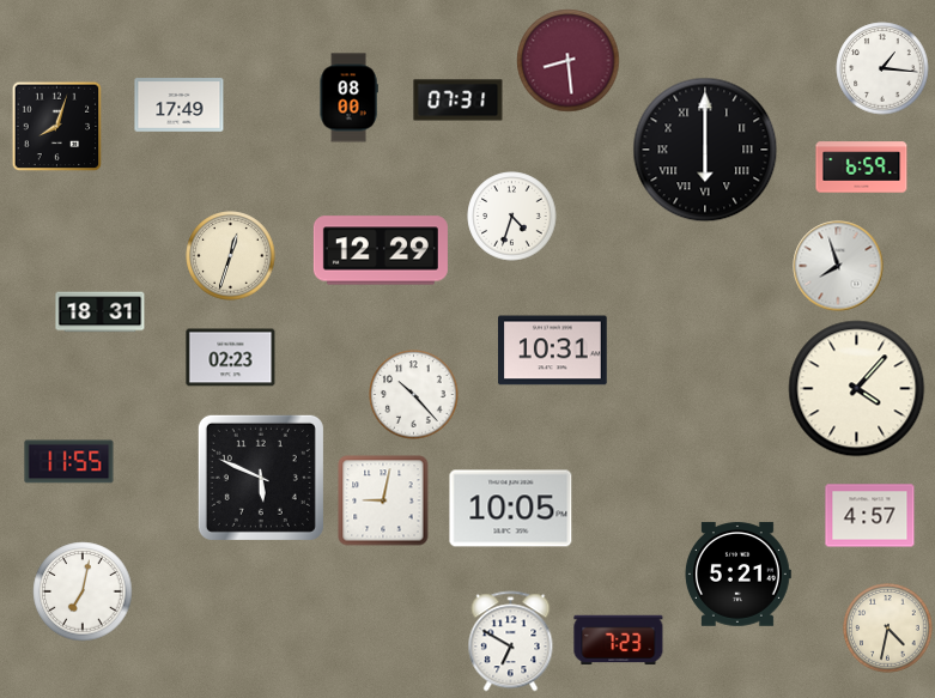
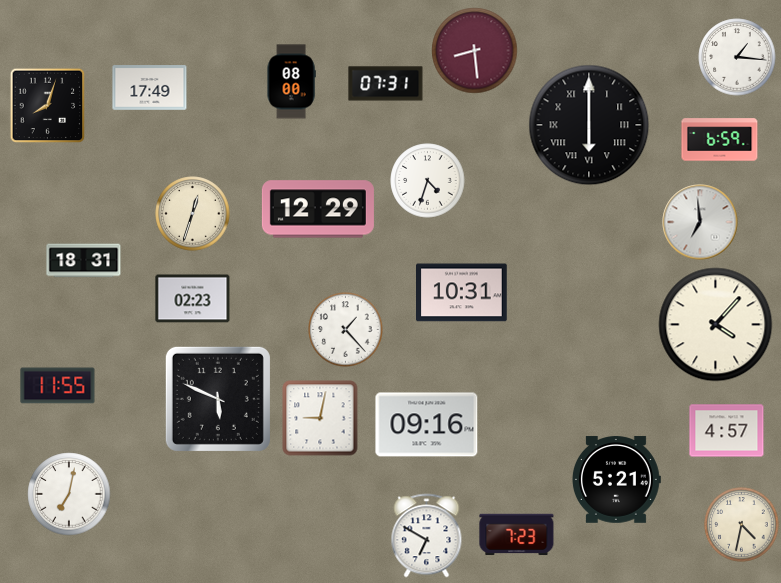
clock at (459, 101) position: (459, 101) -> (386, 84)
clock at (838, 266): 7:57 -> 6:59
clock at (414, 395): 10:23 -> 1:23
clock at (511, 509): 10:05 -> 09:16
